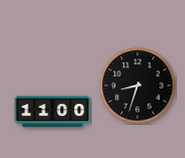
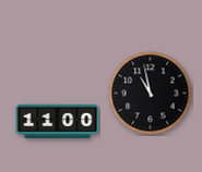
clock at (138, 86): 8:33 -> 10:58
